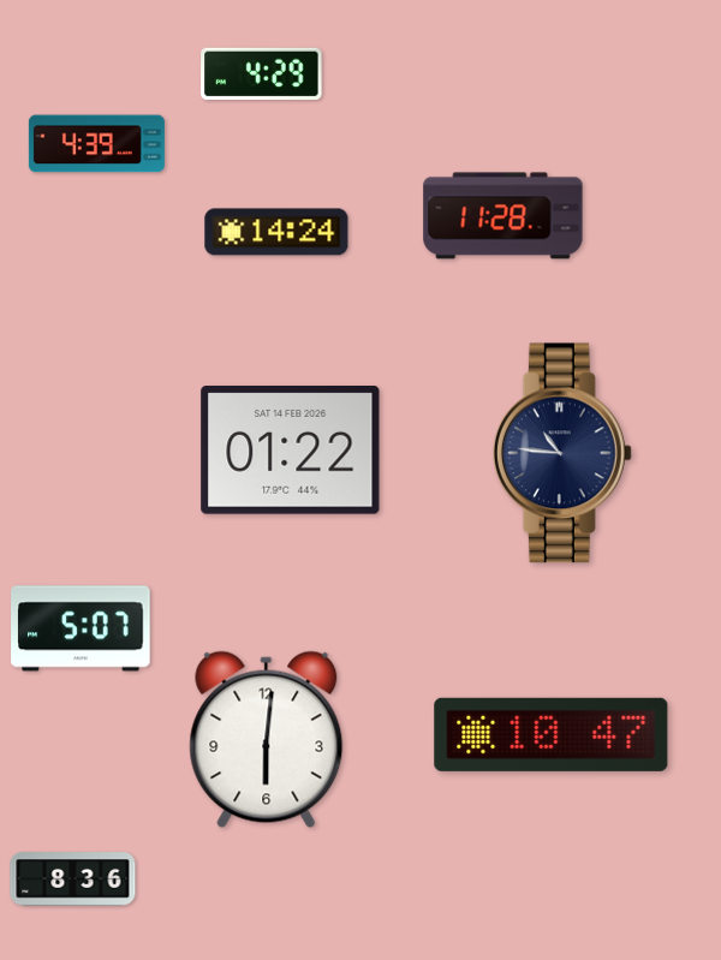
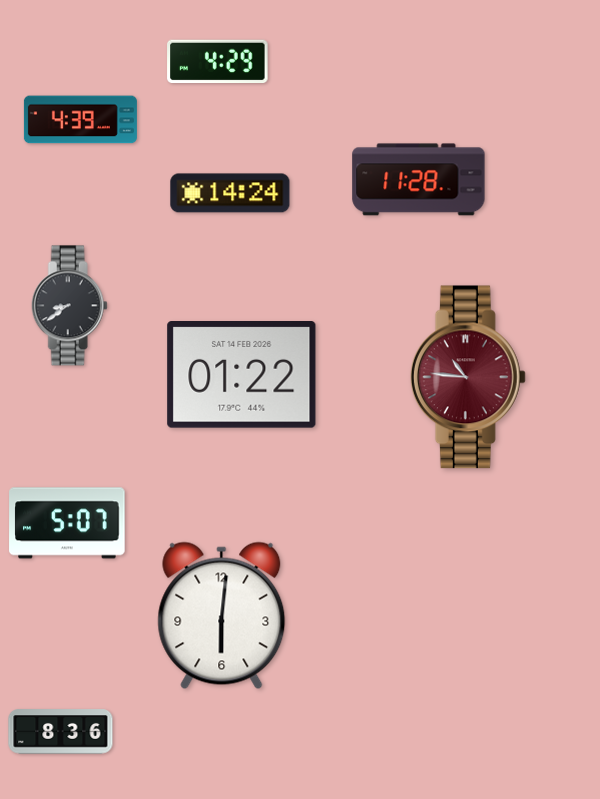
clock at (69, 306): none -> 8:39
clock at (562, 453) dial: navy -> burgundy
clock at (552, 734): 10:47 -> none
